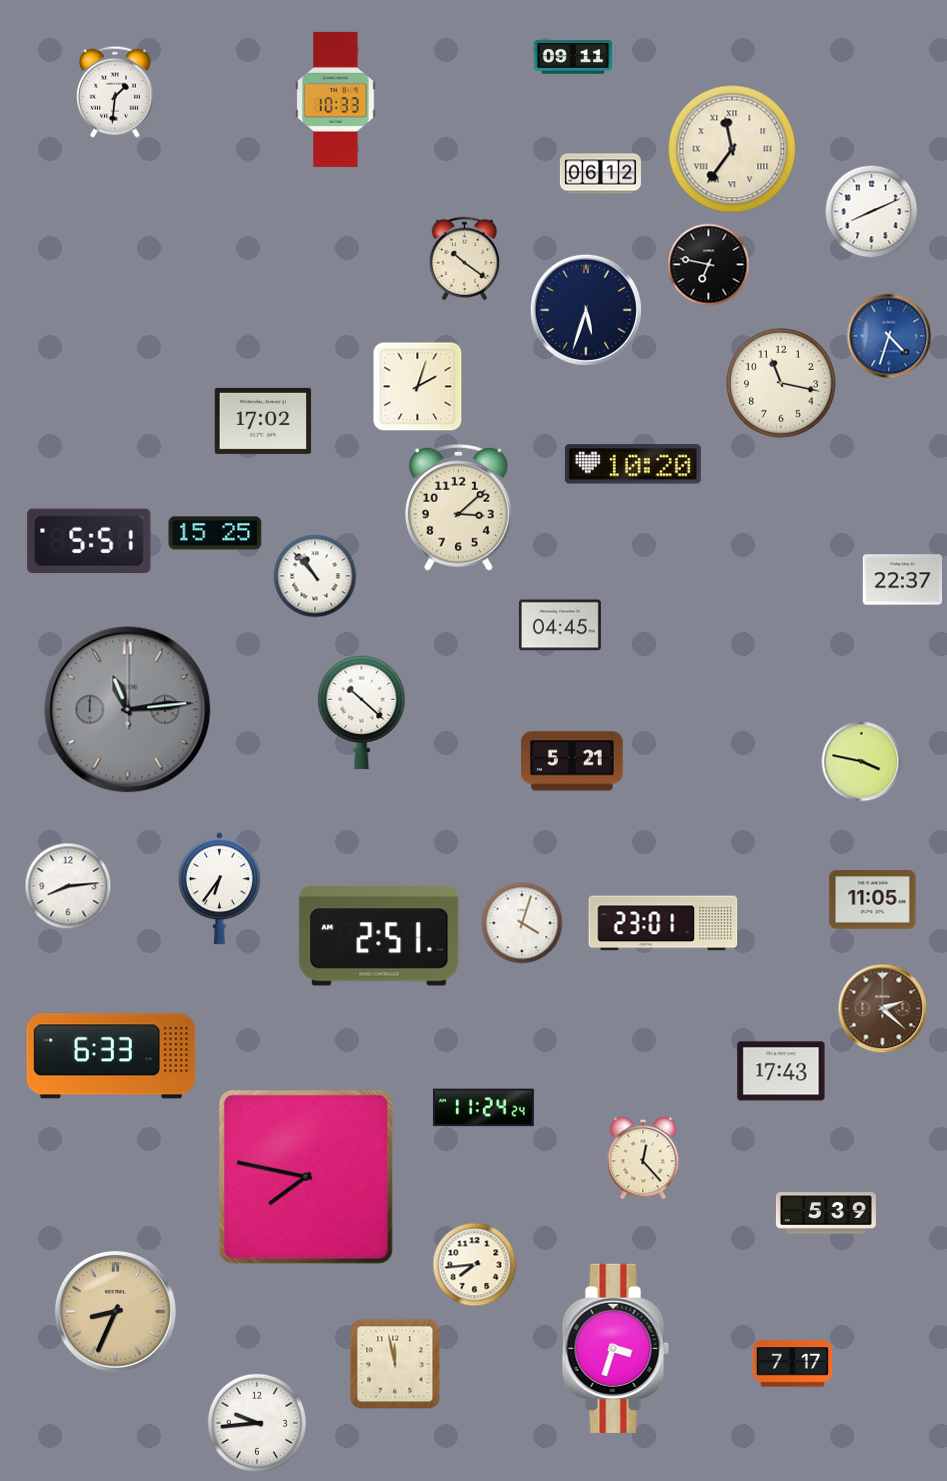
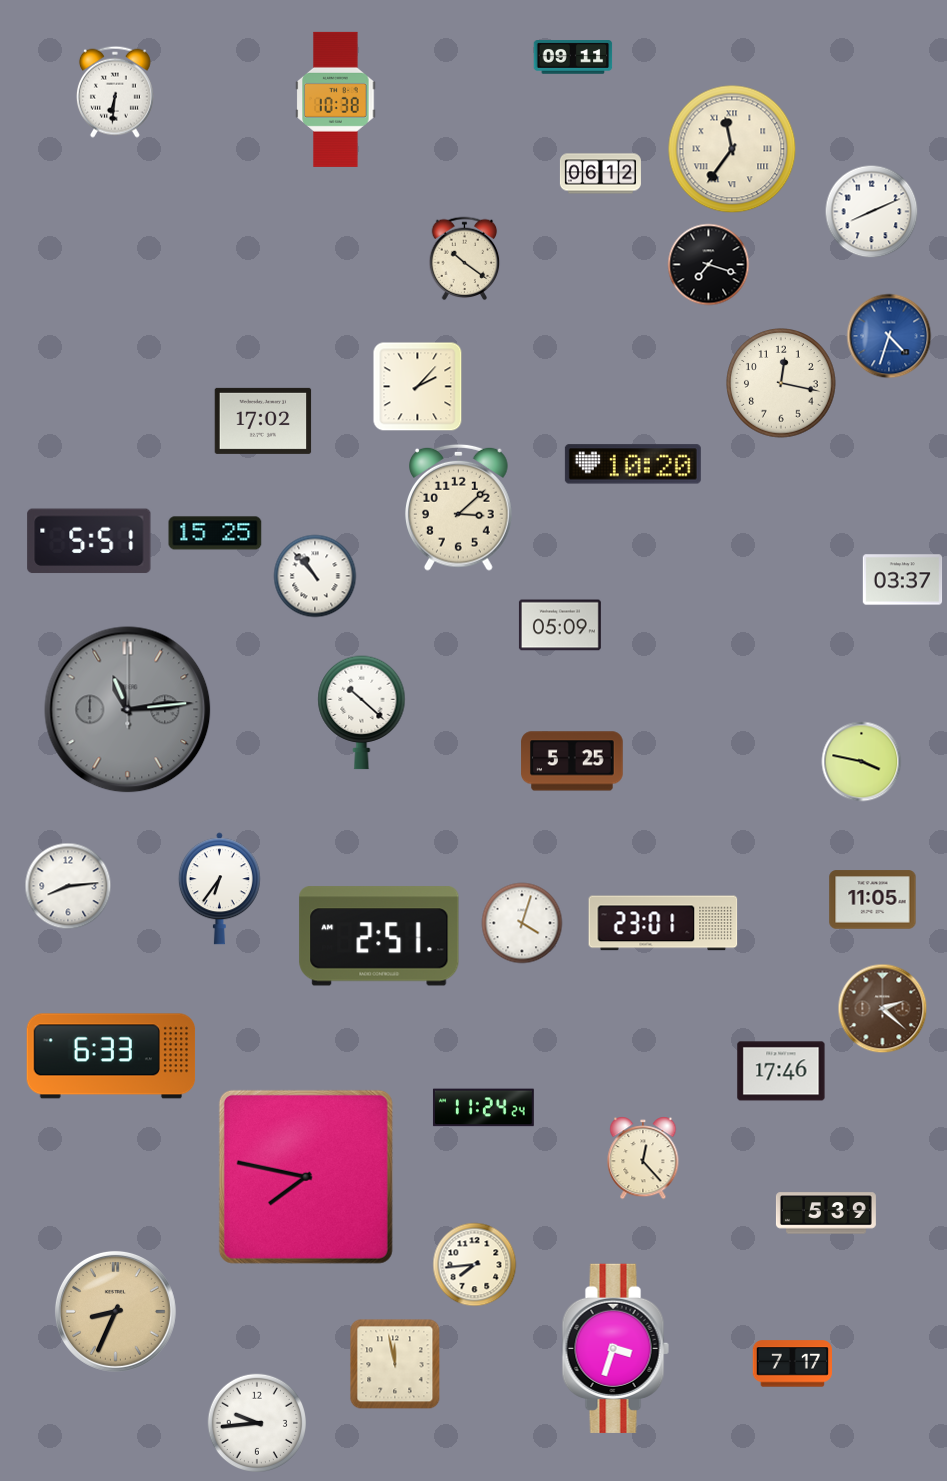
clock at (115, 92): 1:31 -> 6:31
clock at (336, 99): 10:33 -> 10:38
clock at (709, 265): 6:47 -> 7:18
clock at (586, 310): 5:33 -> none
clock at (781, 383): 11:17 -> 12:17
clock at (418, 387): 2:03 -> 2:07
clock at (903, 580): 22:37 -> 03:37
clock at (560, 625): 04:45 -> 05:09
clock at (572, 761): 5:21 -> 5:25
clock at (781, 1071): 17:43 -> 17:46
